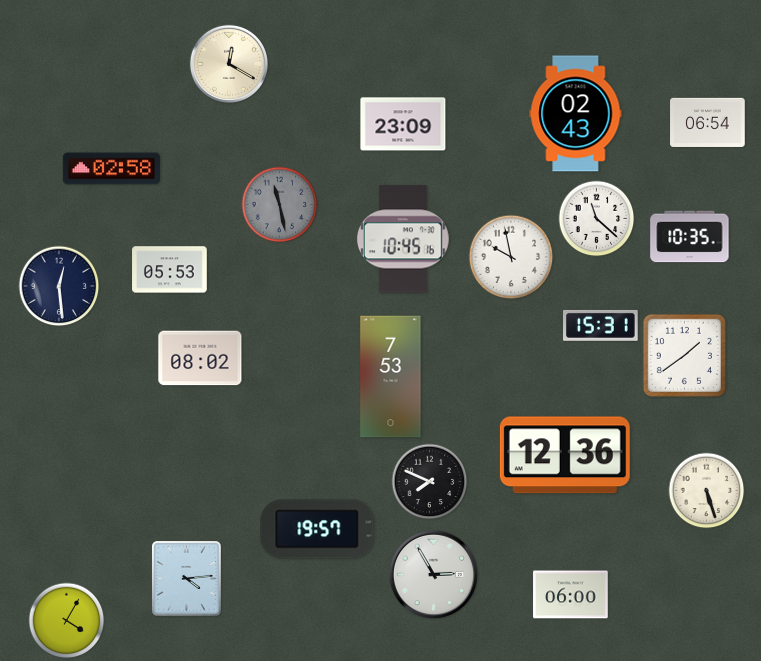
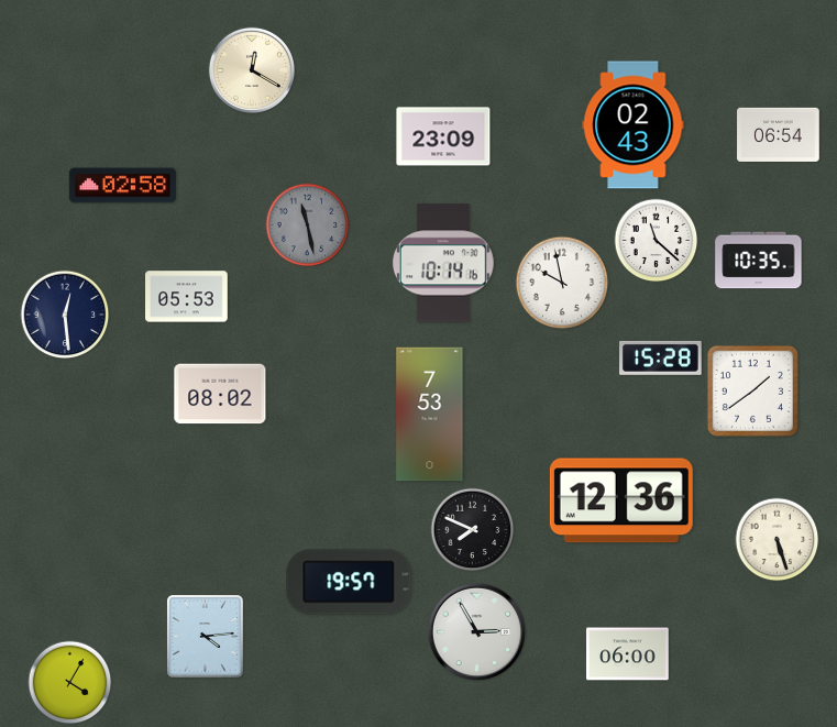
clock at (403, 239): 10:45 -> 10:14
clock at (601, 325): 15:31 -> 15:28
clock at (67, 621) position: (67, 621) -> (70, 683)
